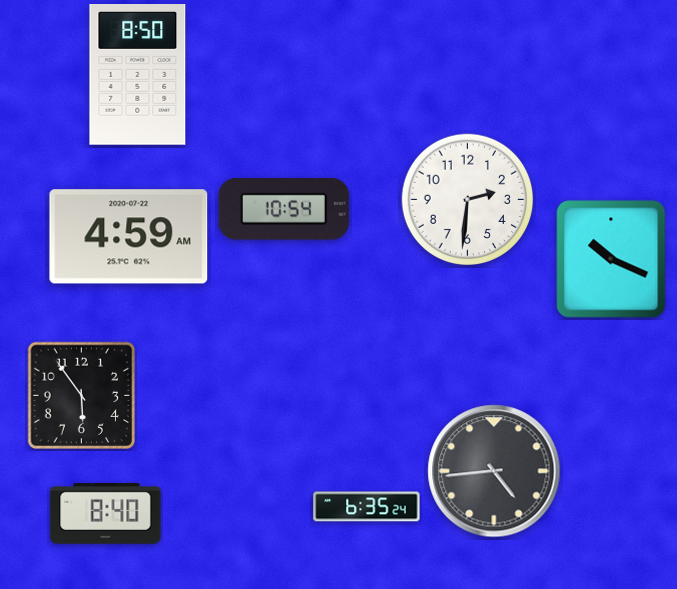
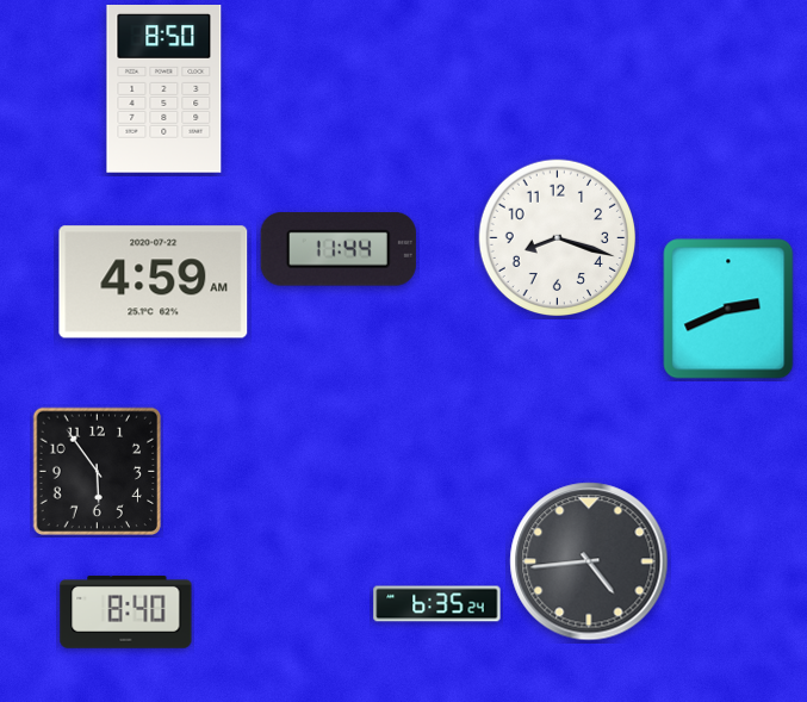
clock at (468, 200): 2:31 -> 8:18
clock at (284, 210): 10:54 -> 11:44
clock at (611, 259): 10:19 -> 2:41
